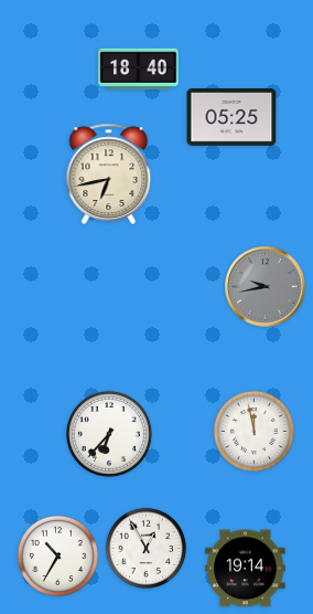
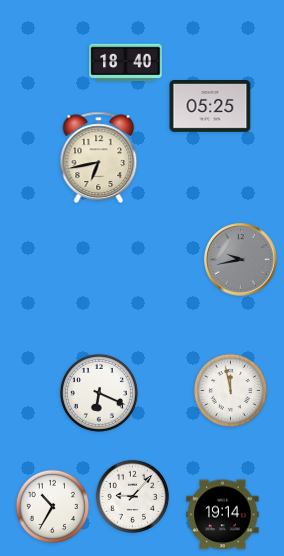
clock at (109, 434): 6:37 -> 6:19
clock at (145, 548): 12:55 -> 9:07
clock at (57, 555) position: (57, 555) -> (52, 506)
